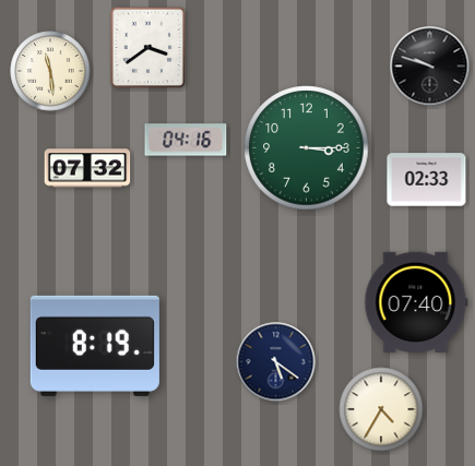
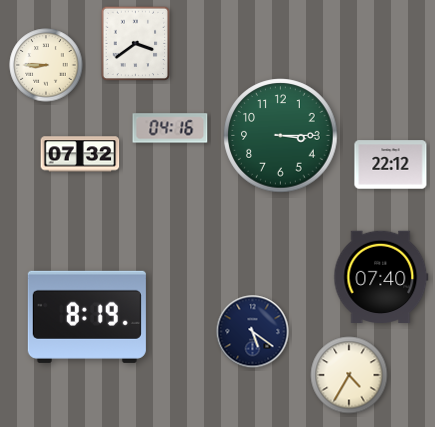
clock at (430, 67): 9:48 -> none
clock at (50, 71): 11:29 -> 8:45
clock at (427, 180): 02:33 -> 22:12
